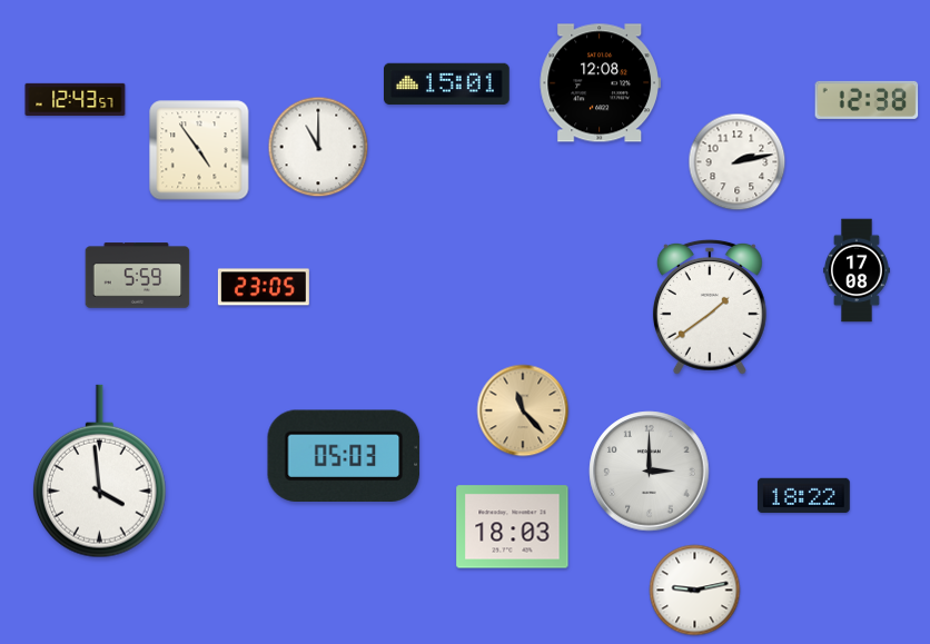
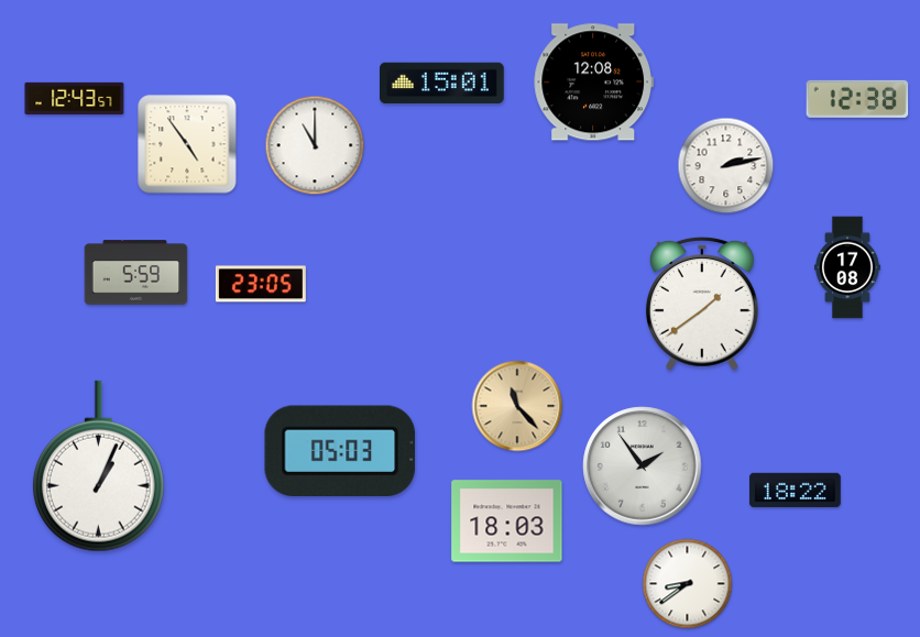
clock at (199, 150) position: (199, 150) -> (187, 144)
clock at (738, 162) position: (738, 162) -> (726, 166)
clock at (99, 472): 3:59 -> 1:04
clock at (650, 472): 3:00 -> 1:54
clock at (695, 591): 9:13 -> 8:39
